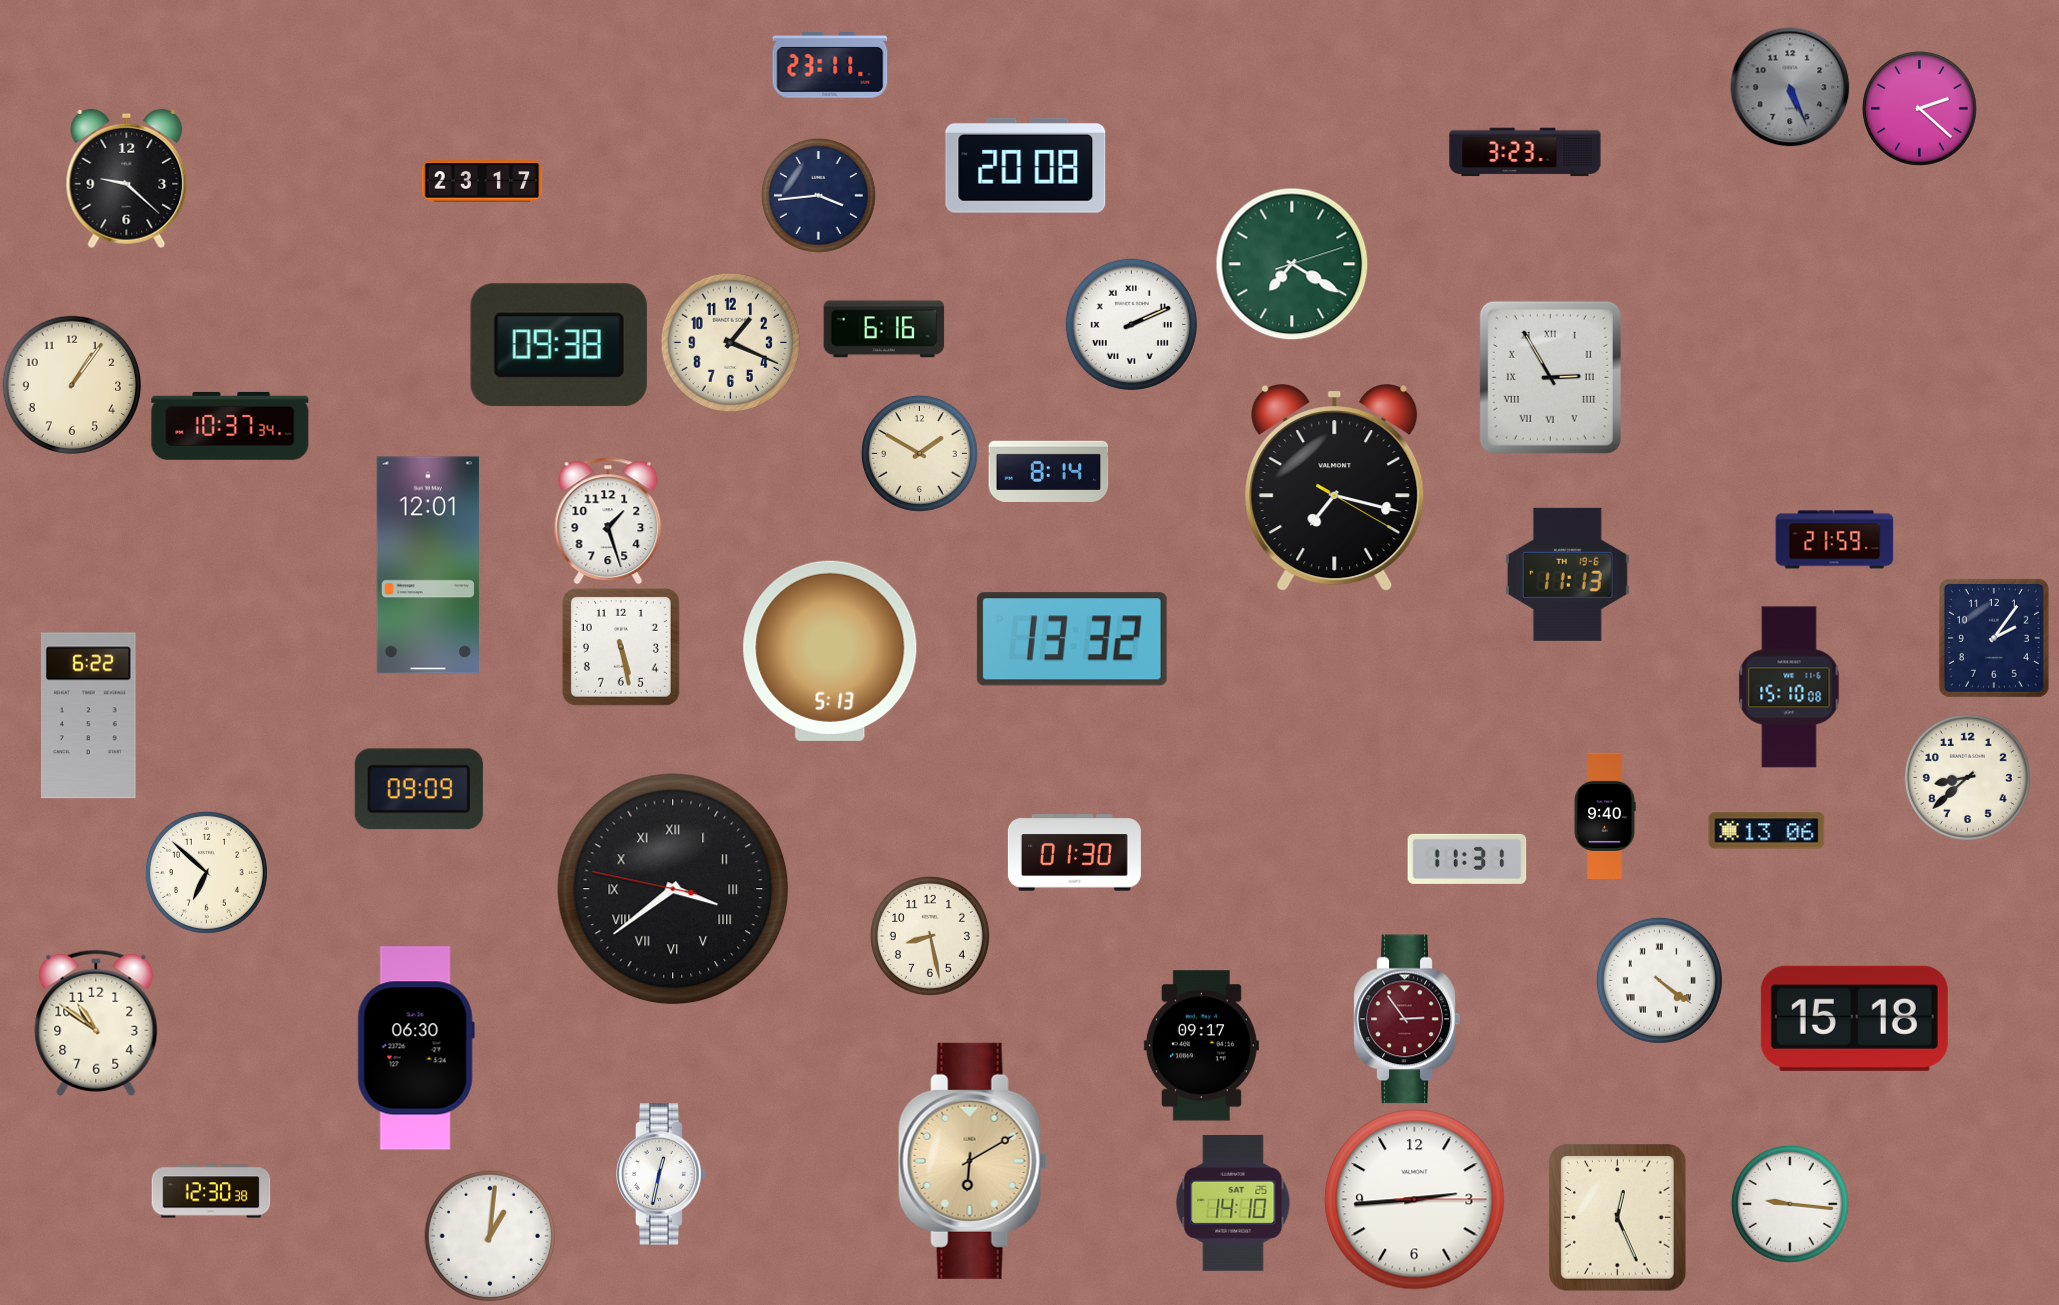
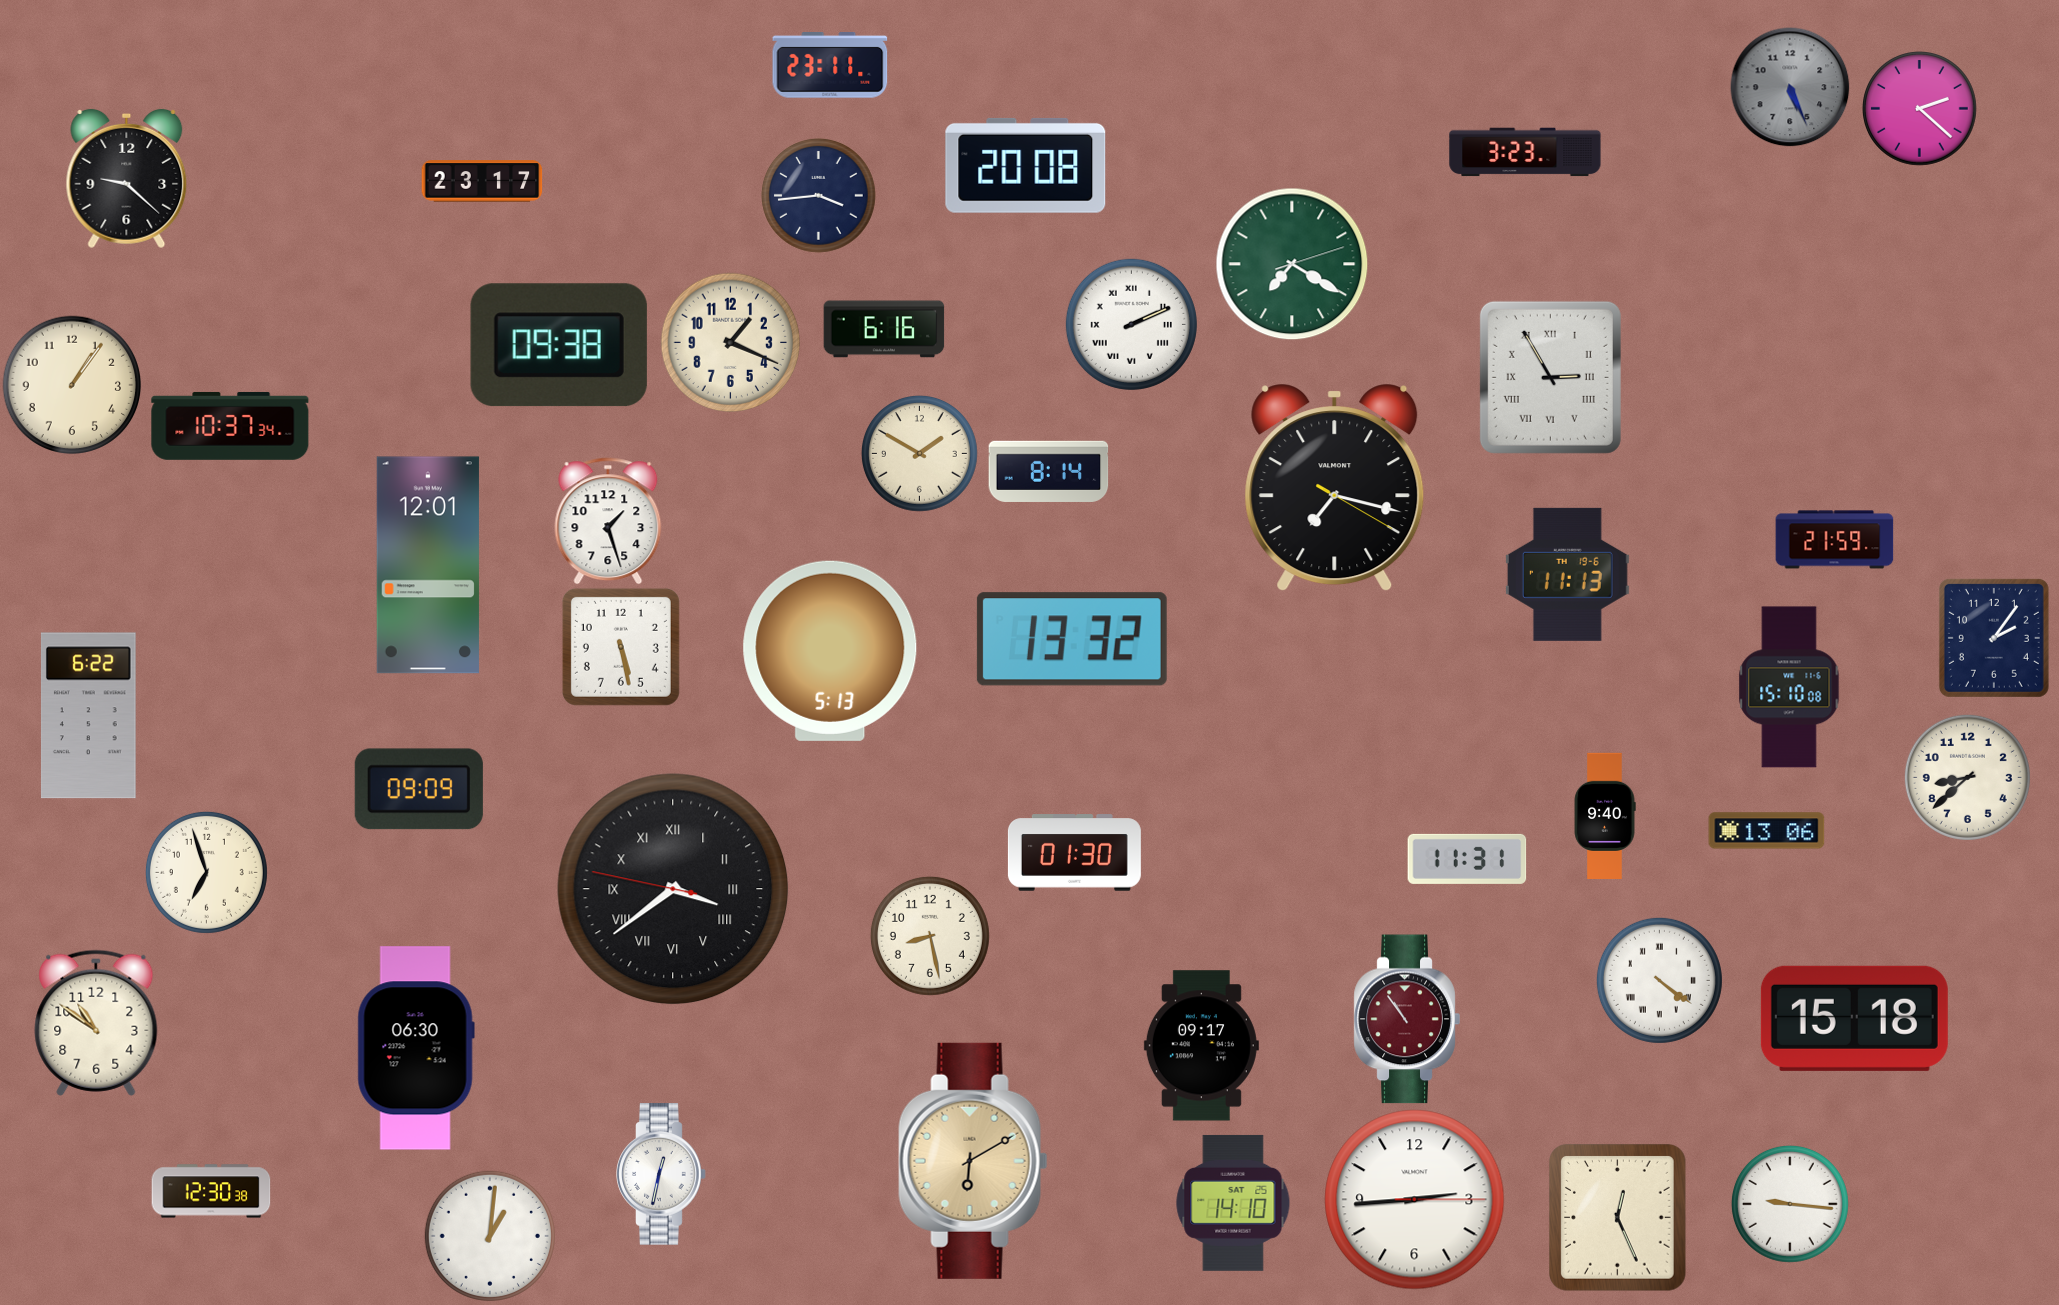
clock at (206, 872): 6:52 -> 6:57
clock at (1407, 1019): 2:54 -> 10:54
